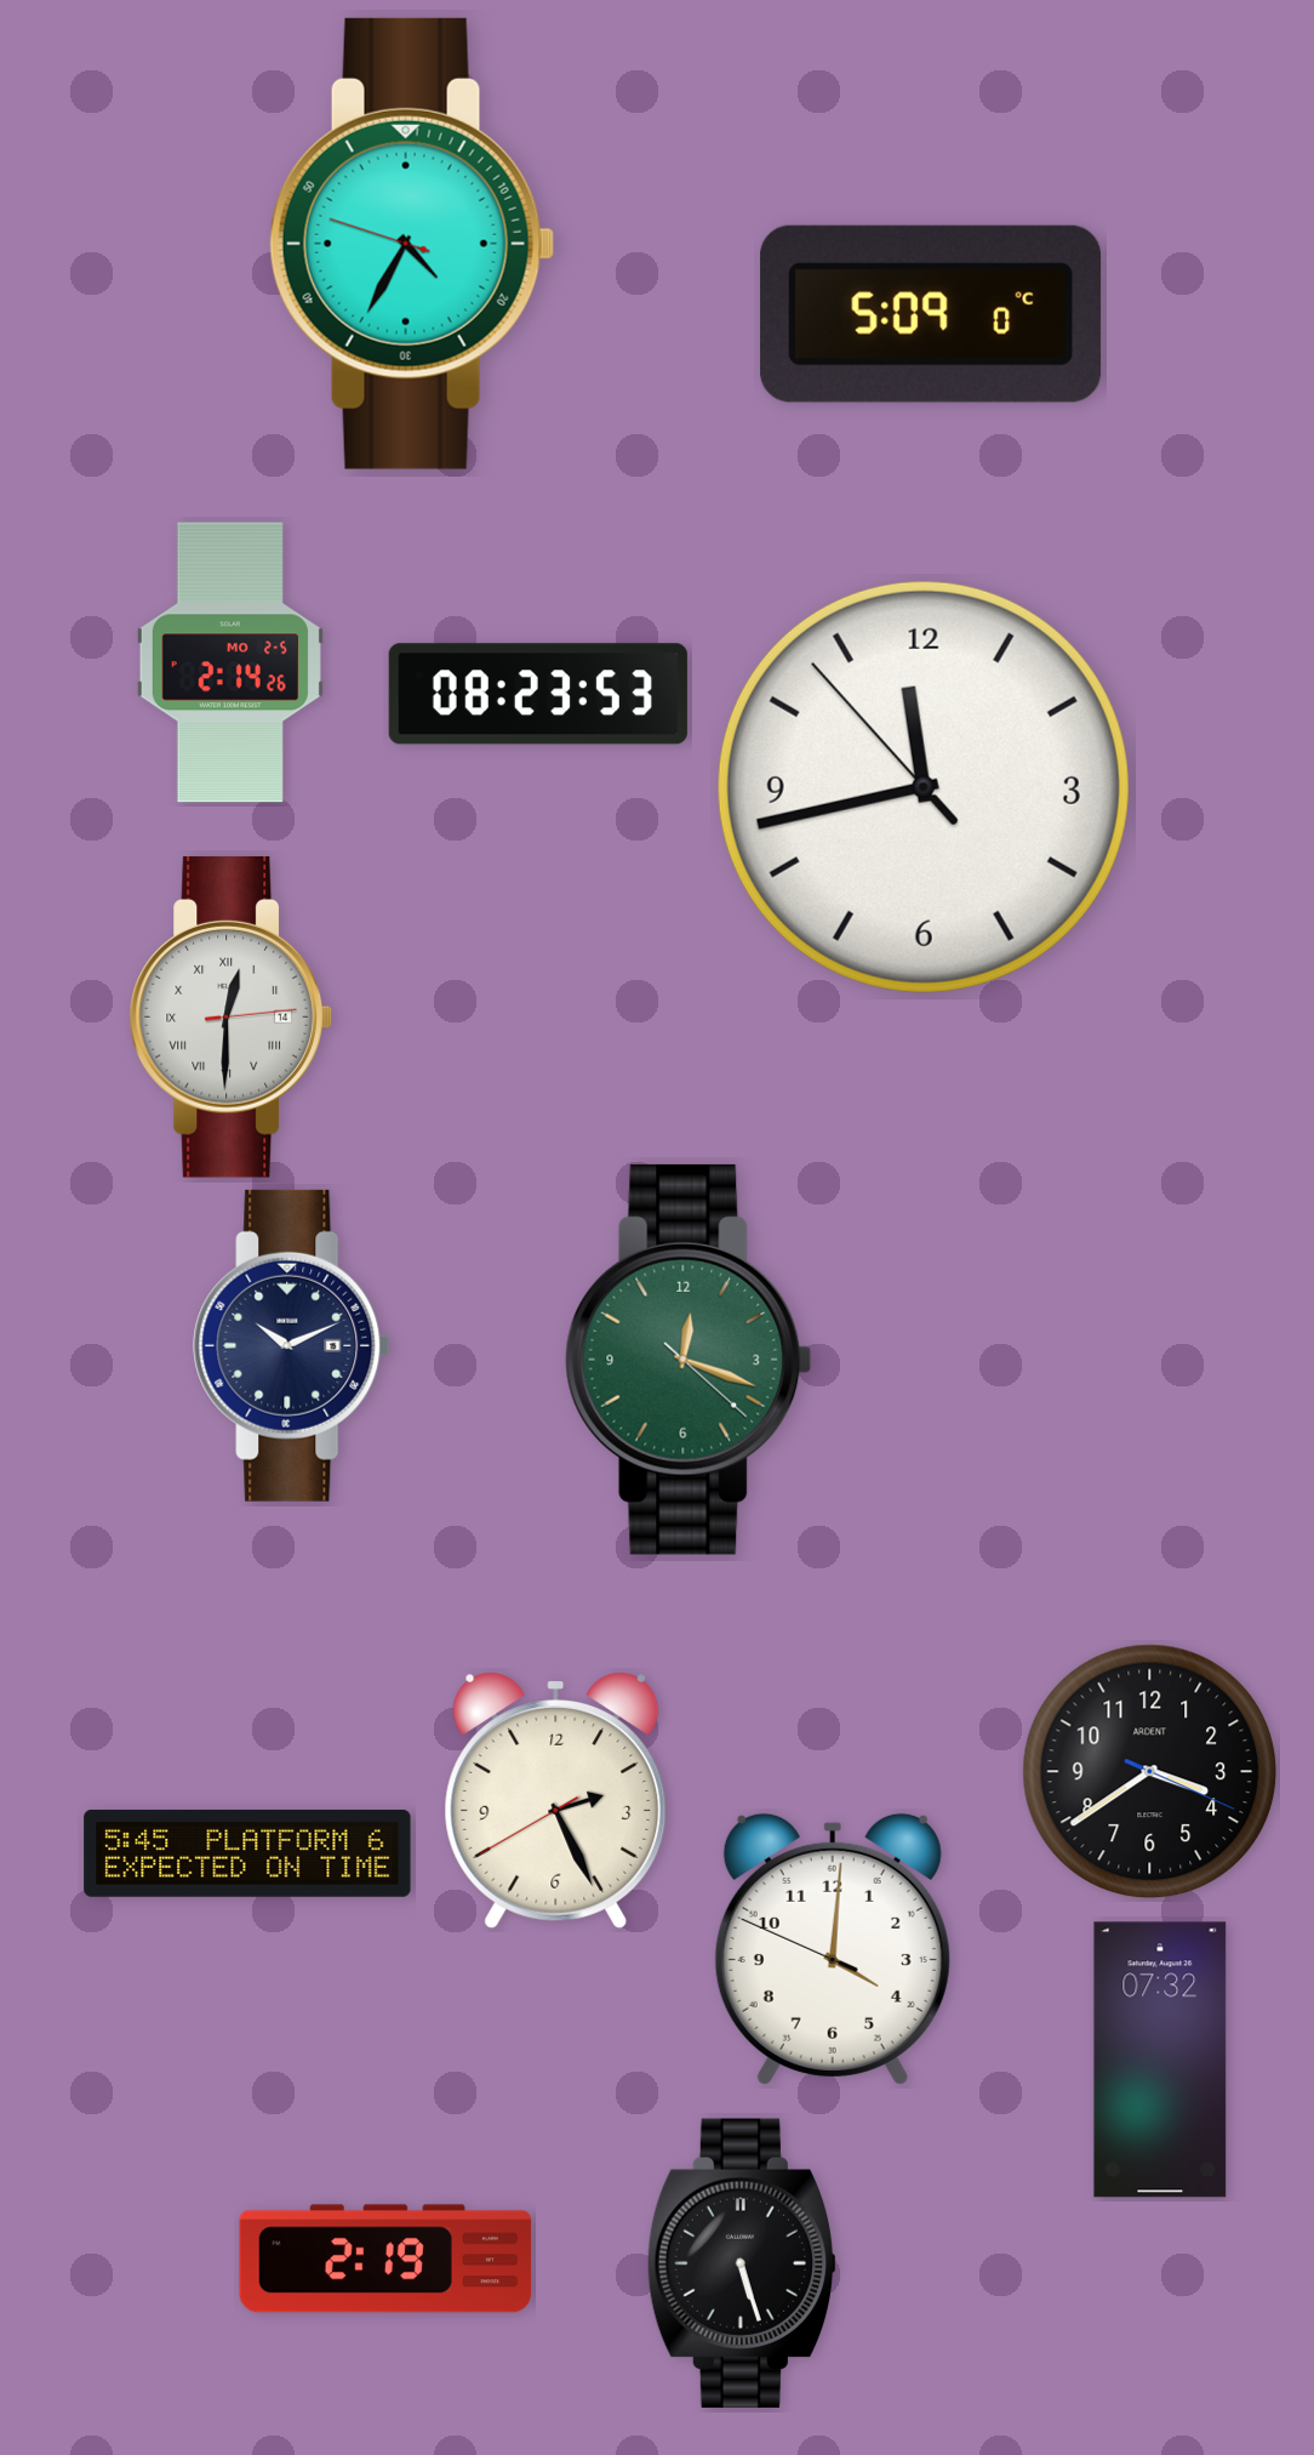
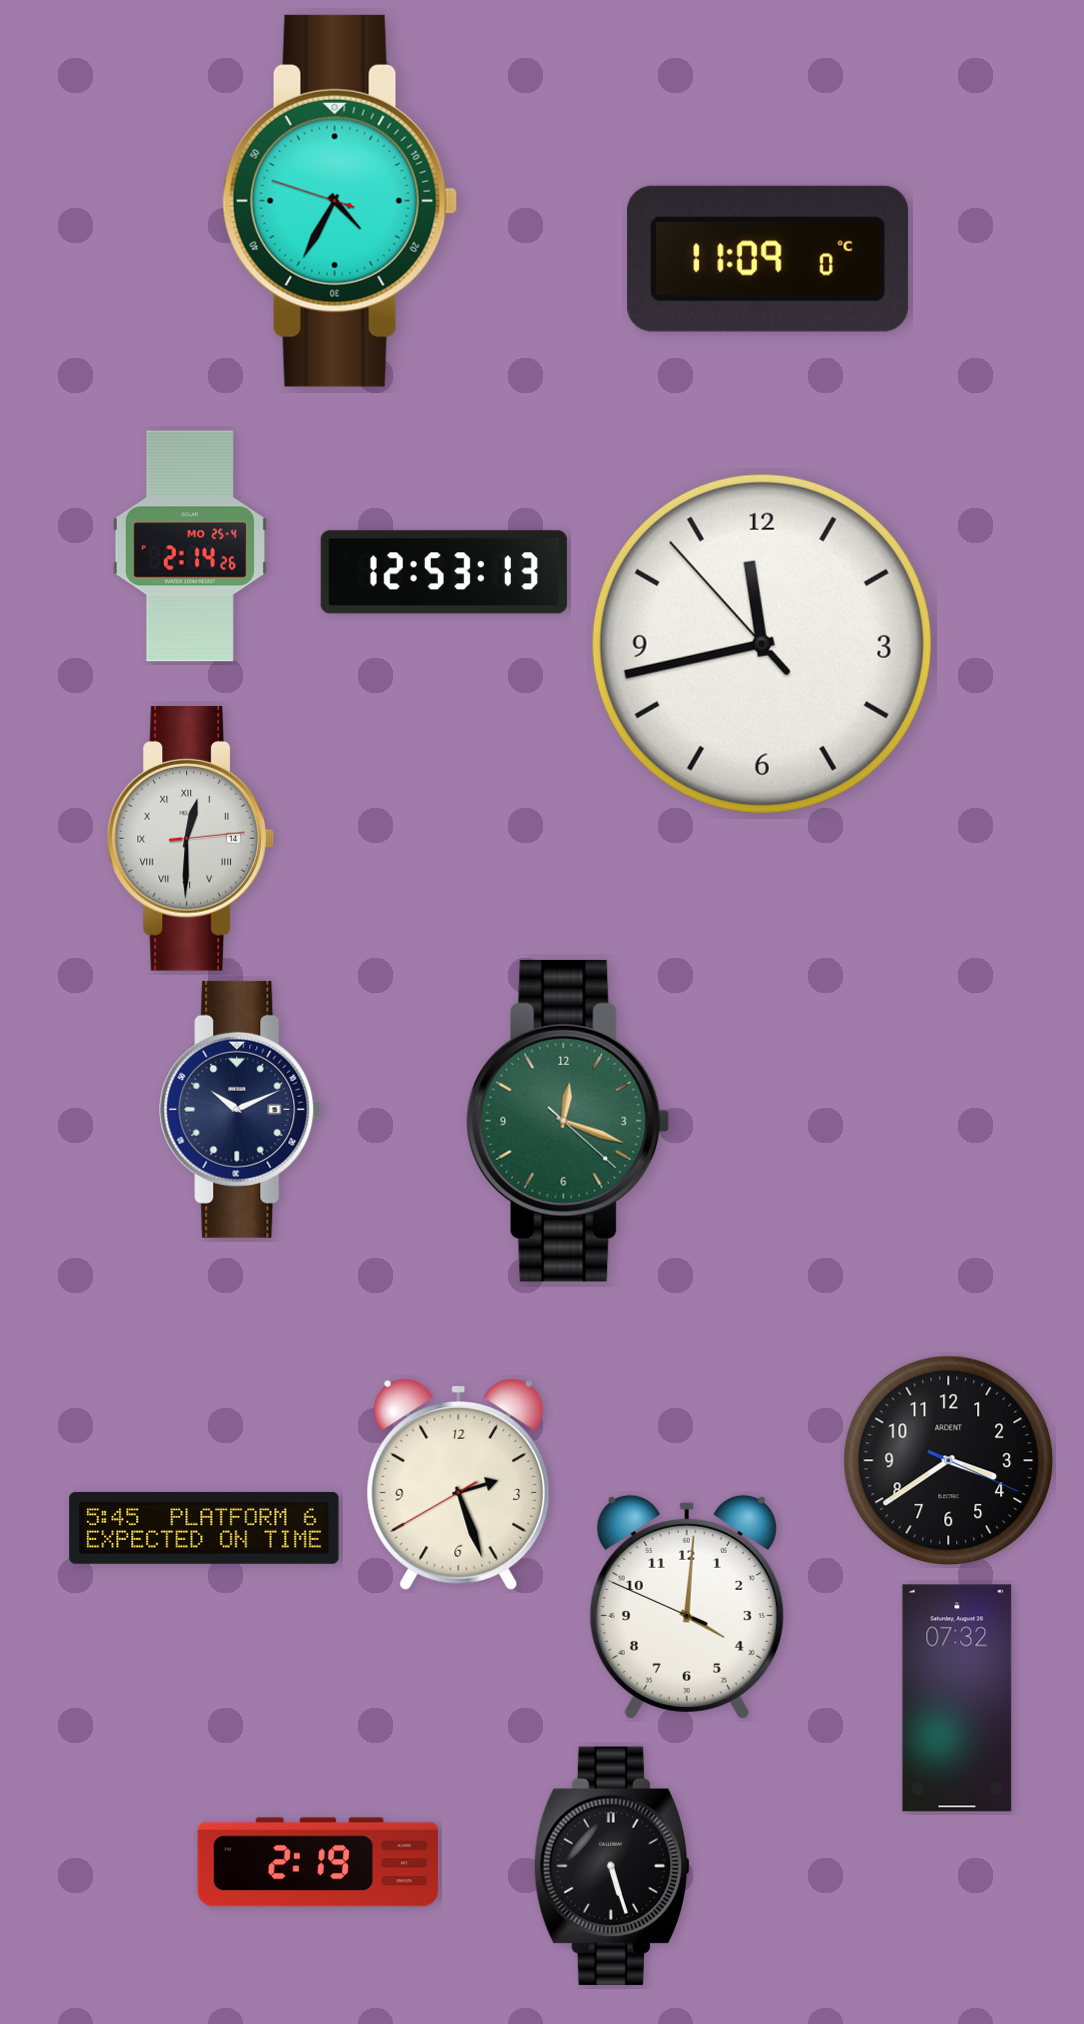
clock at (931, 314): 5:09 -> 11:09
clock at (230, 662) date: MO 2-5 -> MO 25-4
clock at (538, 694): 08:23 -> 12:53
clock at (924, 787) position: (924, 787) -> (762, 644)
clock at (556, 1800): 2:25 -> 2:26
